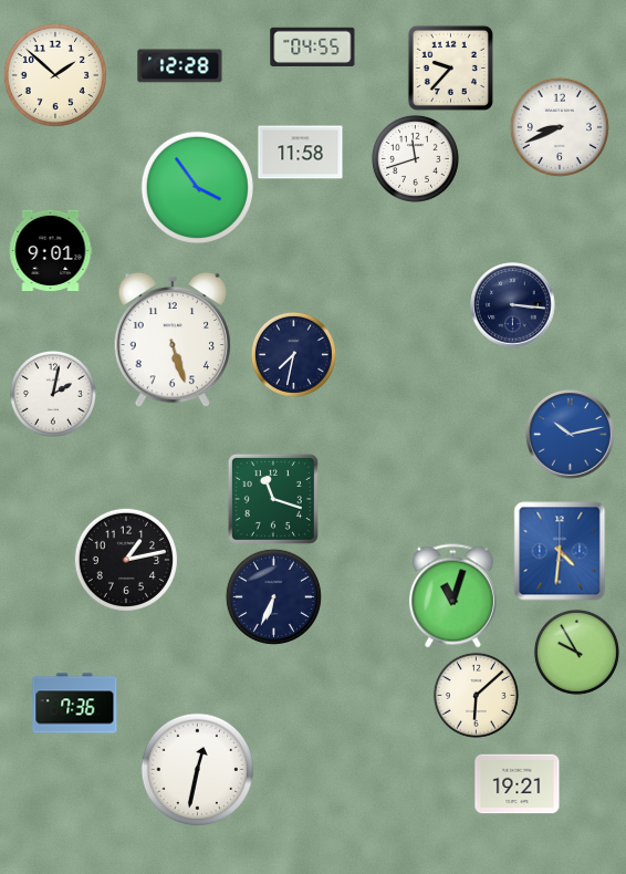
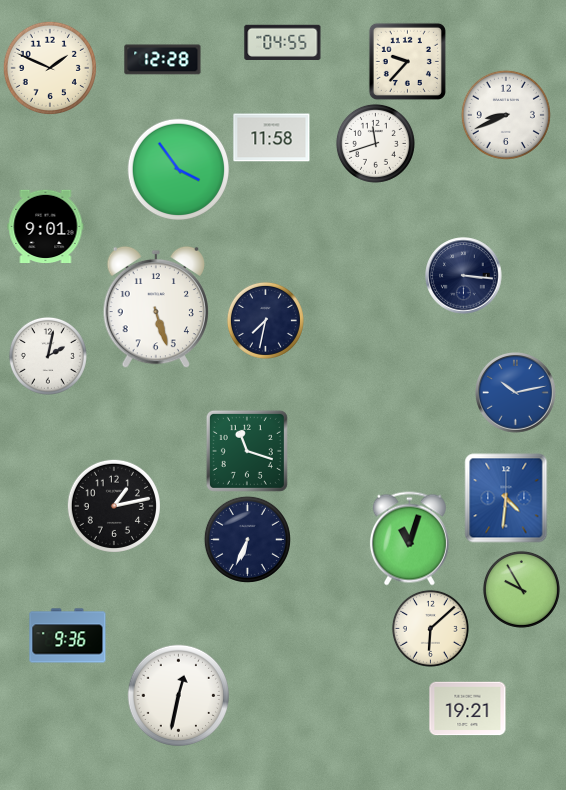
clock at (55, 75): 1:52 -> 1:49
clock at (75, 704): 7:36 -> 9:36
